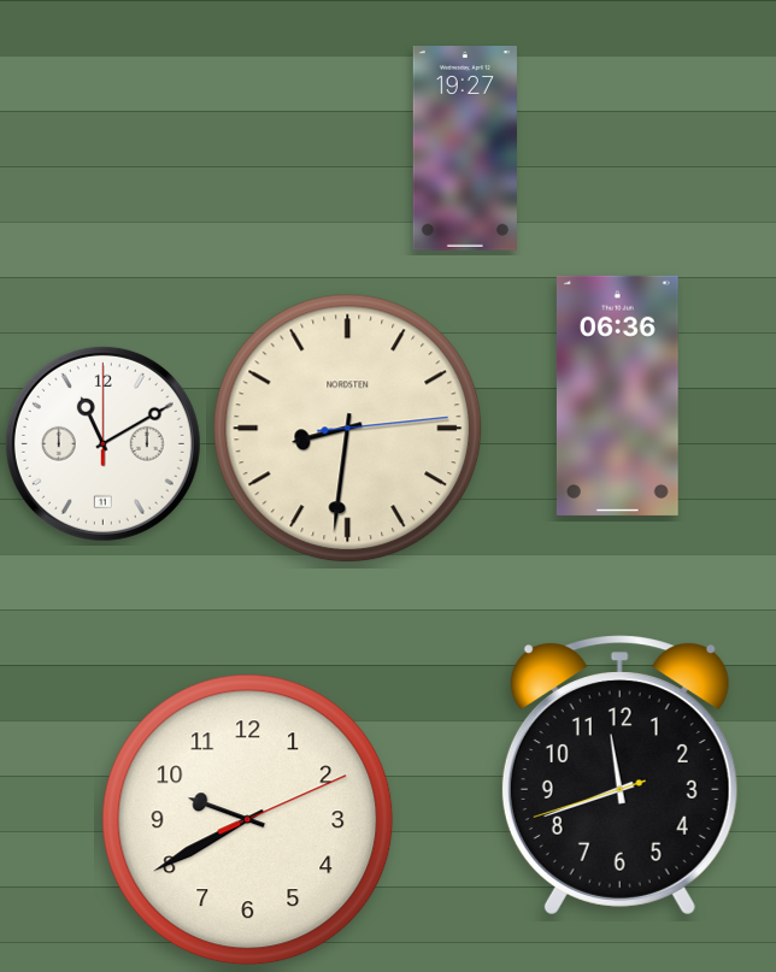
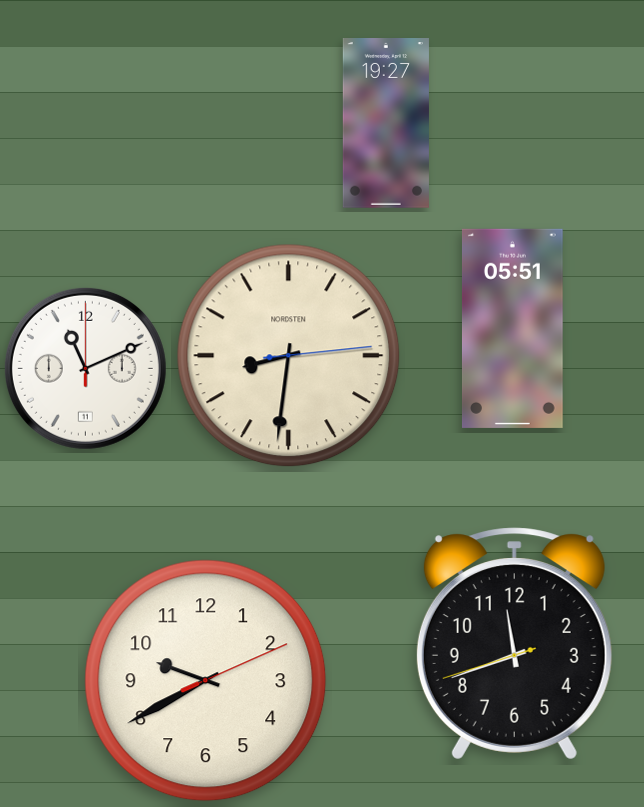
clock at (617, 395): 06:36 -> 05:51
clock at (102, 443): 11:10 -> 11:11
